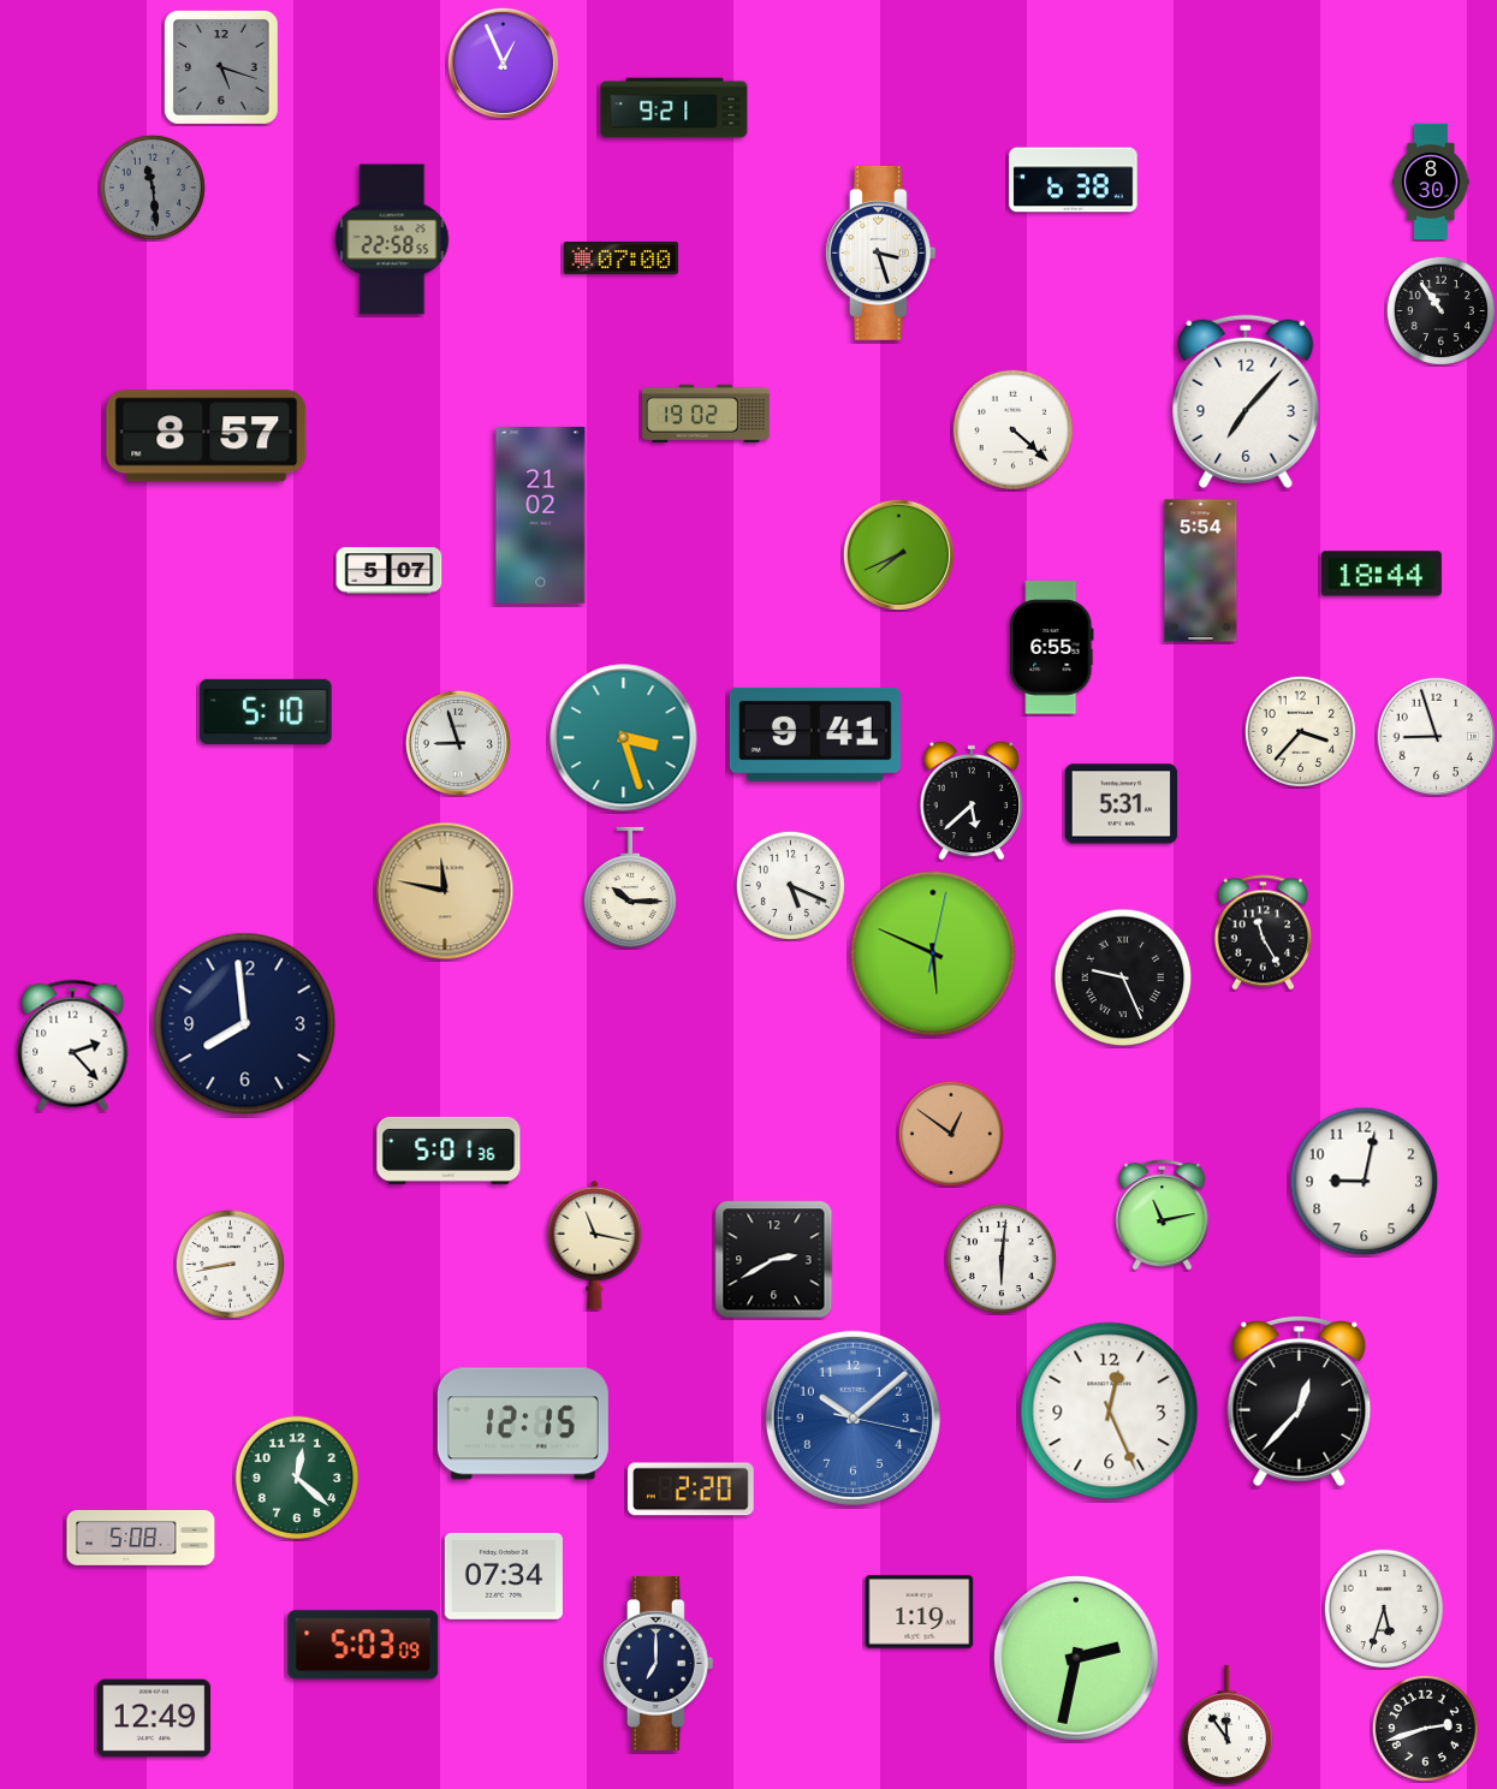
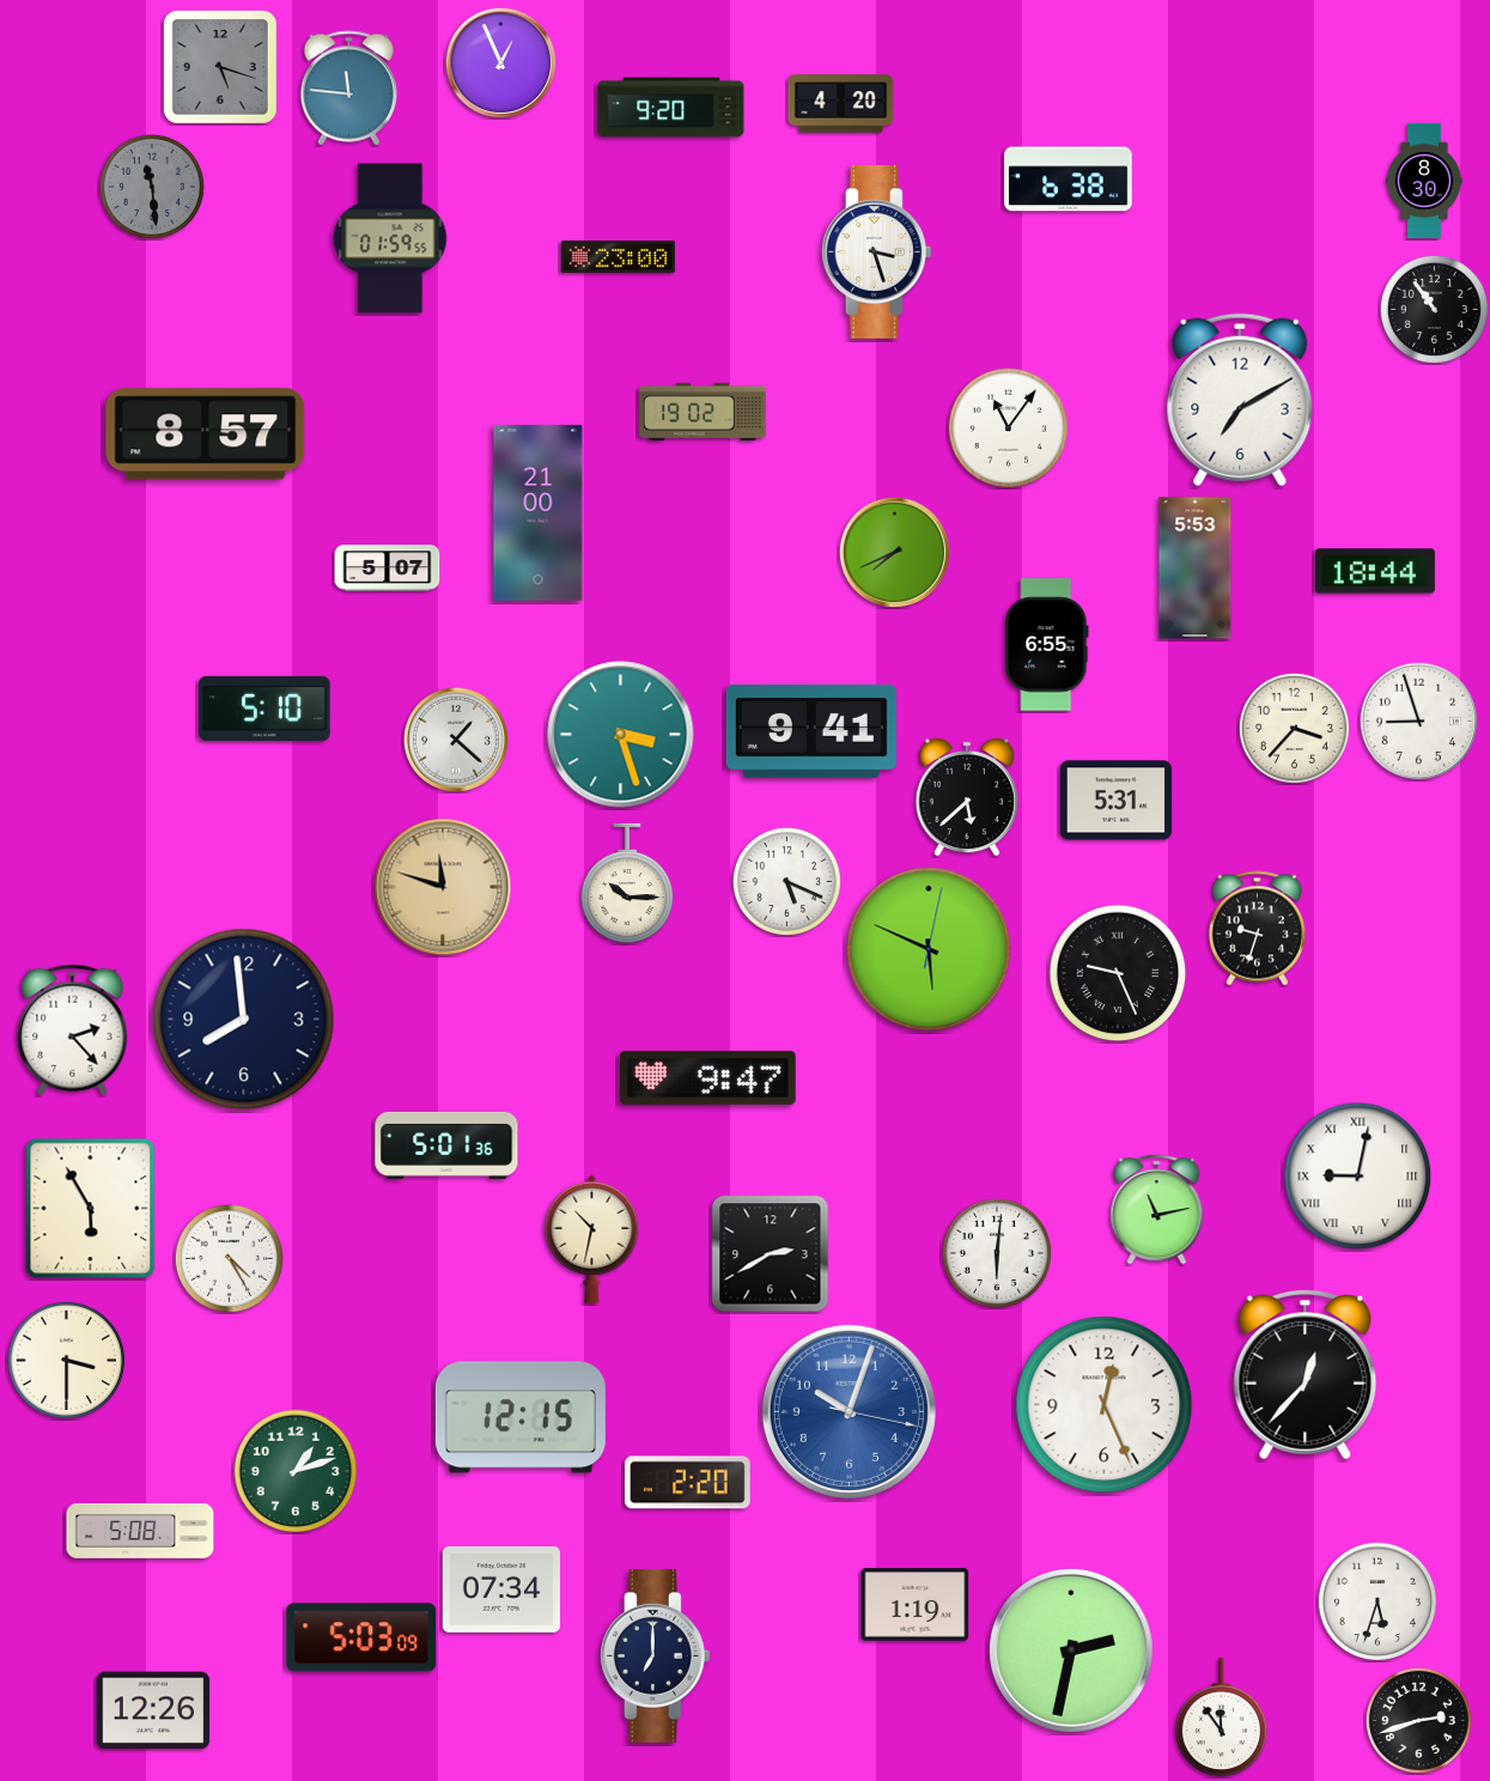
clock at (348, 89): none -> 11:46
clock at (841, 104): none -> 4:20
clock at (675, 108): 9:21 -> 9:20
clock at (392, 239): 22:58 -> 01:59
clock at (622, 257): 07:00 -> 23:00
clock at (1246, 402): 7:07 -> 7:10
clock at (1012, 429): 4:22 -> 11:06
clock at (541, 516): 21:02 -> 21:00
clock at (1201, 571): 5:54 -> 5:53
clock at (1437, 737) position: (1437, 737) -> (1419, 722)
clock at (458, 743): 8:57 -> 1:22
clock at (445, 891): 11:47 -> 11:48
clock at (1263, 933): 11:25 -> 9:33
clock at (73, 1045) position: (73, 1045) -> (73, 1029)
clock at (708, 1077): none -> 9:47
clock at (951, 1134): 12:51 -> none
clock at (1365, 1182) numerals: Arabic -> Roman
clock at (91, 1209): none -> 5:55
clock at (595, 1244): 11:17 -> 10:32
clock at (230, 1264): 8:43 -> 4:25
clock at (66, 1360): none -> 3:30
clock at (1300, 1401) position: (1300, 1401) -> (1306, 1374)
clock at (853, 1417): 10:08 -> 10:03
clock at (297, 1478): 12:22 -> 1:12
clock at (504, 1576) position: (504, 1576) -> (501, 1589)
clock at (154, 1718): 12:49 -> 12:26
